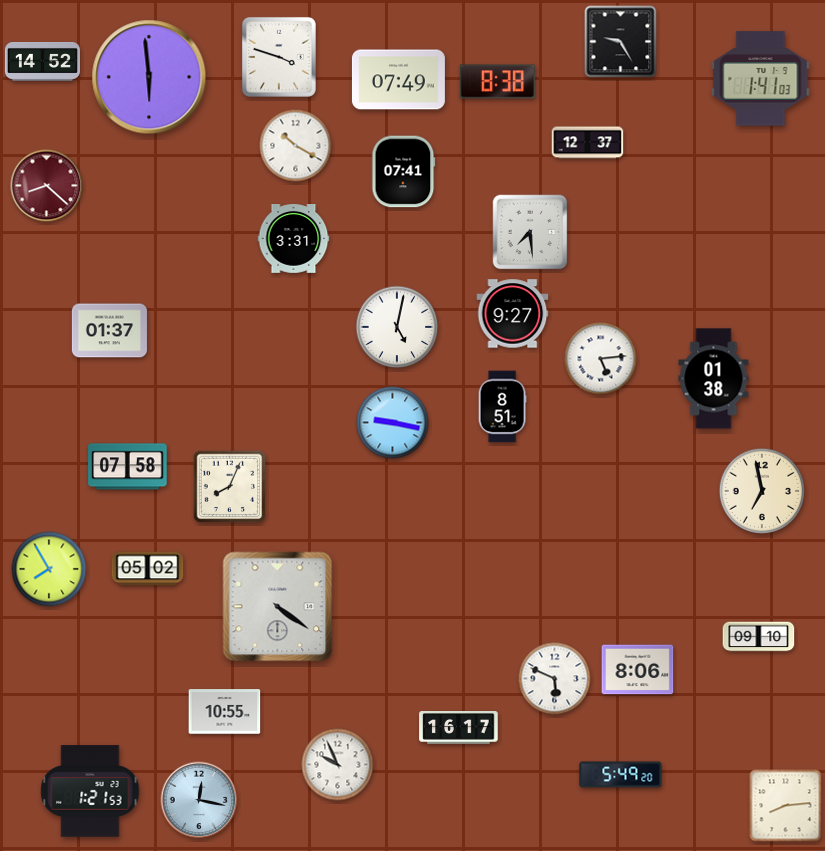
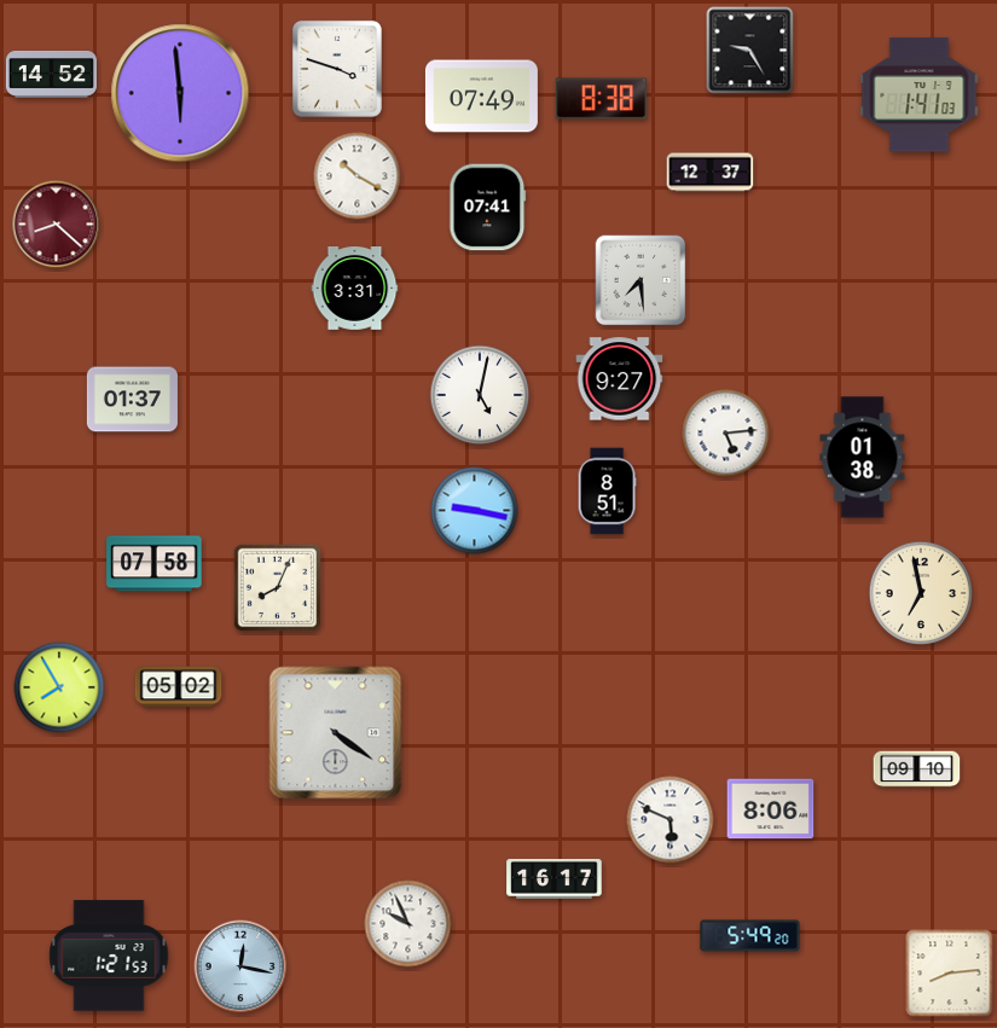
clock at (225, 712): 10:55 -> none
